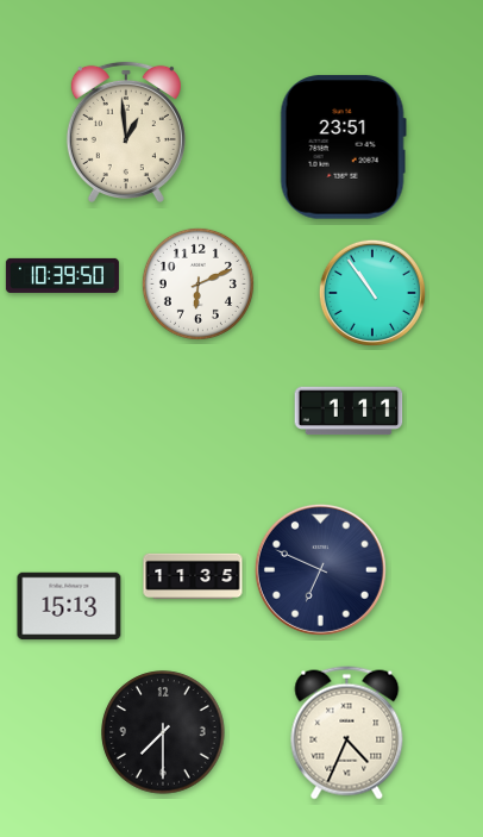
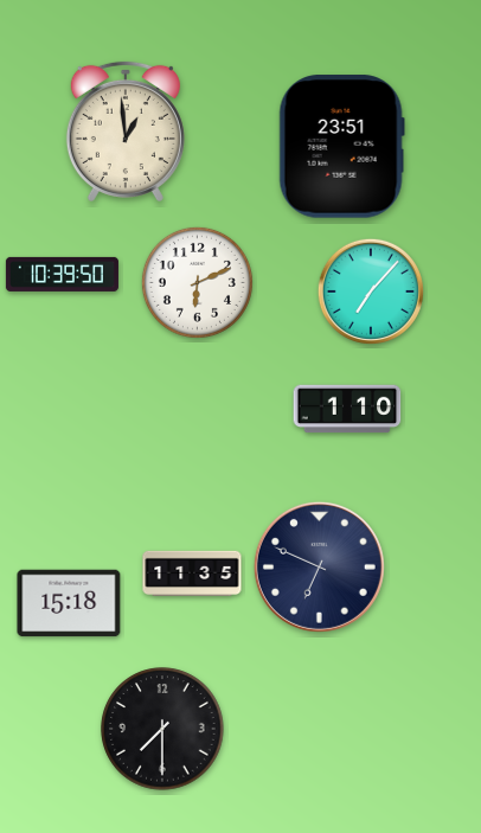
clock at (372, 293): 10:54 -> 7:07
clock at (349, 411): 1:11 -> 1:10
clock at (69, 606): 15:13 -> 15:18
clock at (347, 733): 4:34 -> none
